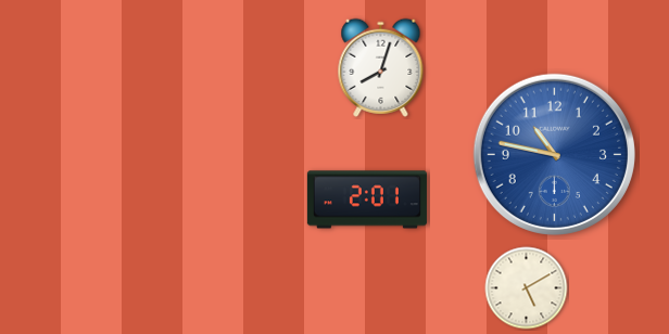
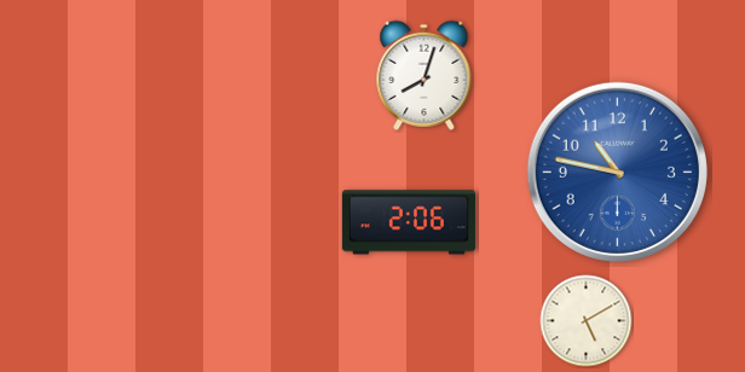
clock at (367, 200): 2:01 -> 2:06
